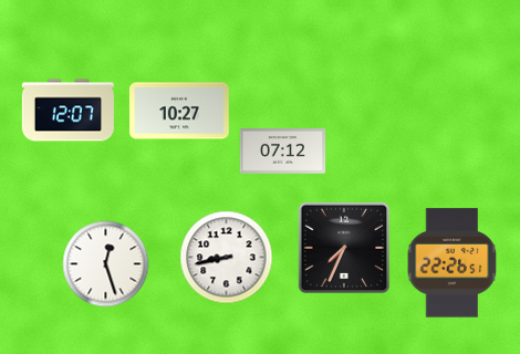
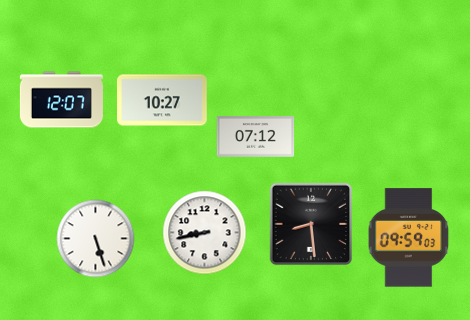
clock at (344, 248): 7:34 -> 8:29
clock at (105, 263): 12:27 -> 5:27
clock at (453, 263): 22:26 -> 09:59
